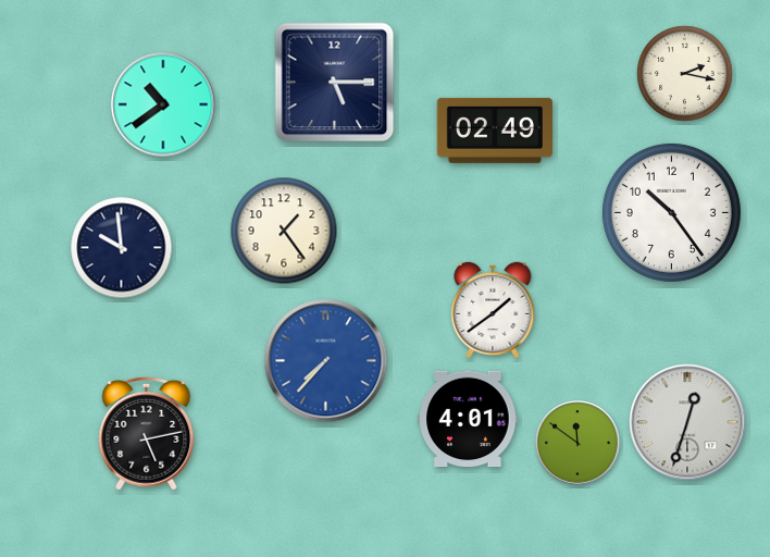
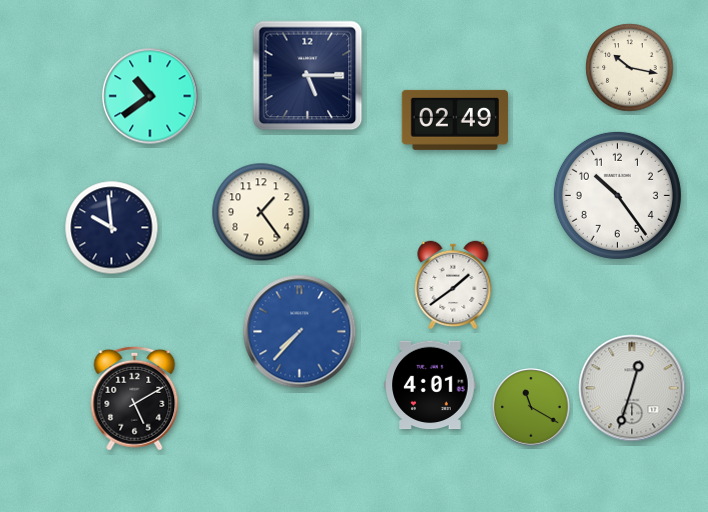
clock at (685, 74): 2:17 -> 10:17
clock at (147, 433): 5:13 -> 5:10
clock at (577, 443): 11:51 -> 11:20
